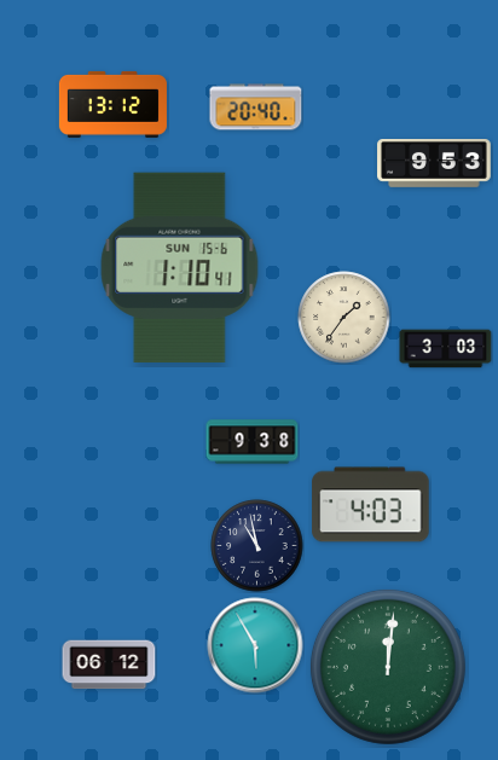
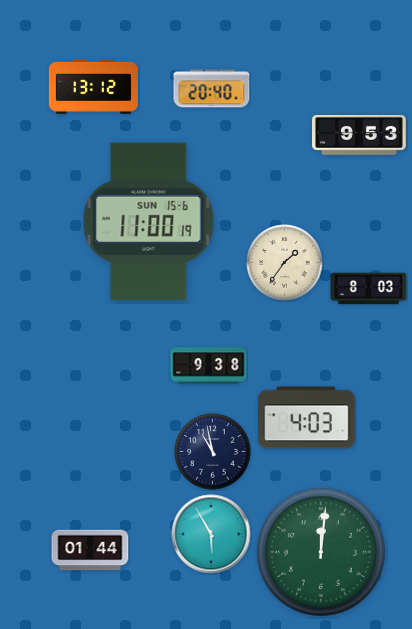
clock at (180, 267): 1:10 -> 11:00
clock at (446, 349): 3:03 -> 8:03
clock at (109, 665): 06:12 -> 01:44
